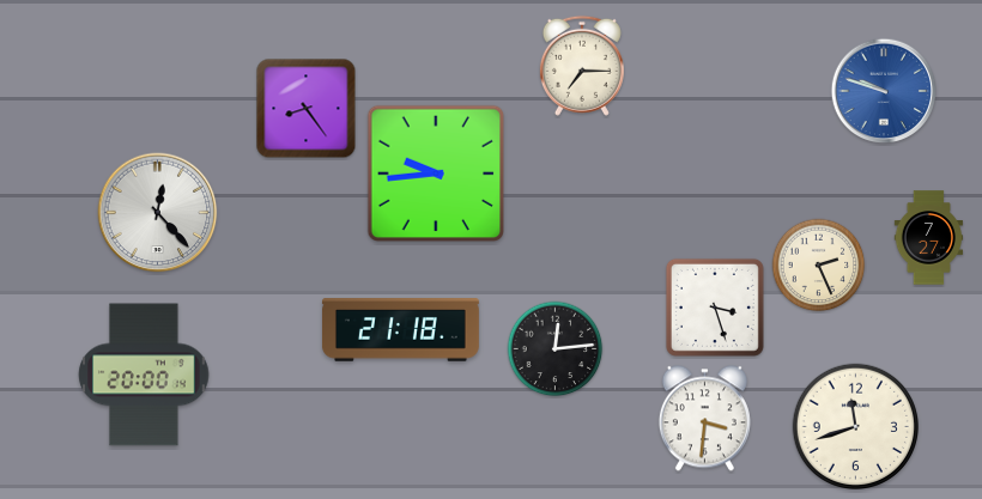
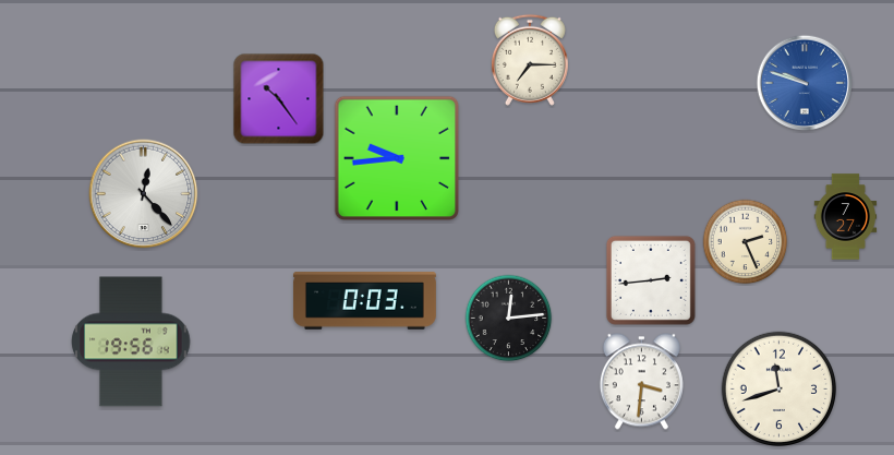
clock at (307, 109): 8:24 -> 10:24
clock at (715, 308): 3:27 -> 2:44
clock at (400, 330): 21:18 -> 0:03
clock at (556, 349) position: (556, 349) -> (509, 319)
clock at (144, 375): 20:00 -> 19:56
